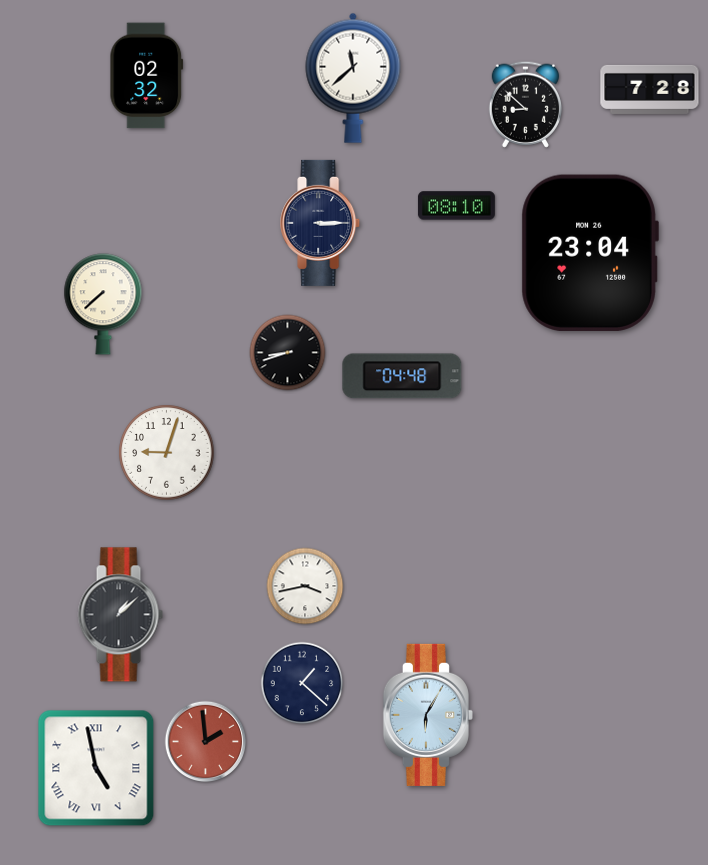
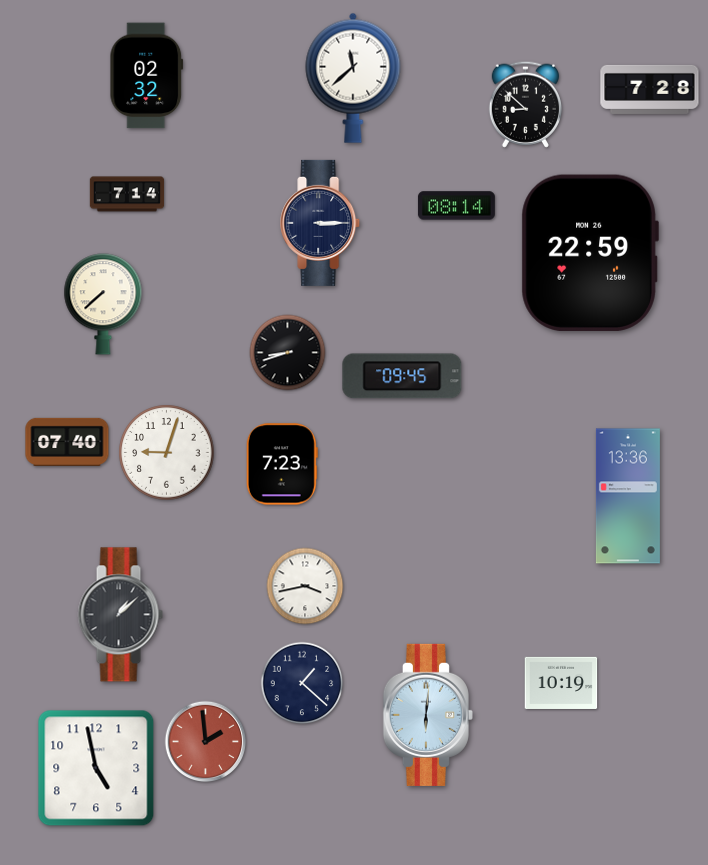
clock at (127, 194): none -> 7:14
clock at (456, 206): 08:10 -> 08:14
clock at (590, 253): 23:04 -> 22:59
clock at (402, 376): 04:48 -> 09:45
clock at (67, 442): none -> 07:40
clock at (282, 464): none -> 7:23
clock at (628, 496): none -> 13:36
clock at (561, 683): none -> 10:19
clock at (428, 715): 6:05 -> 6:01
clock at (96, 768) numerals: Roman -> Arabic
